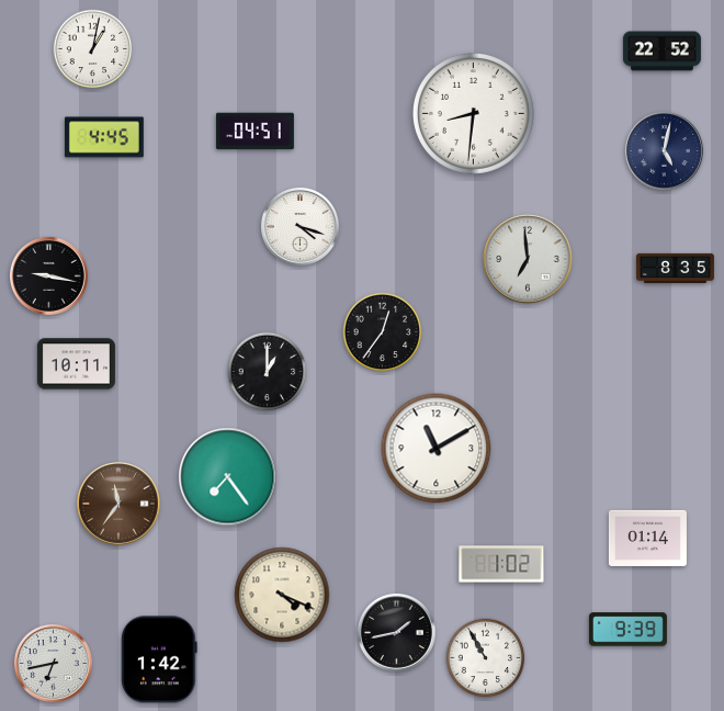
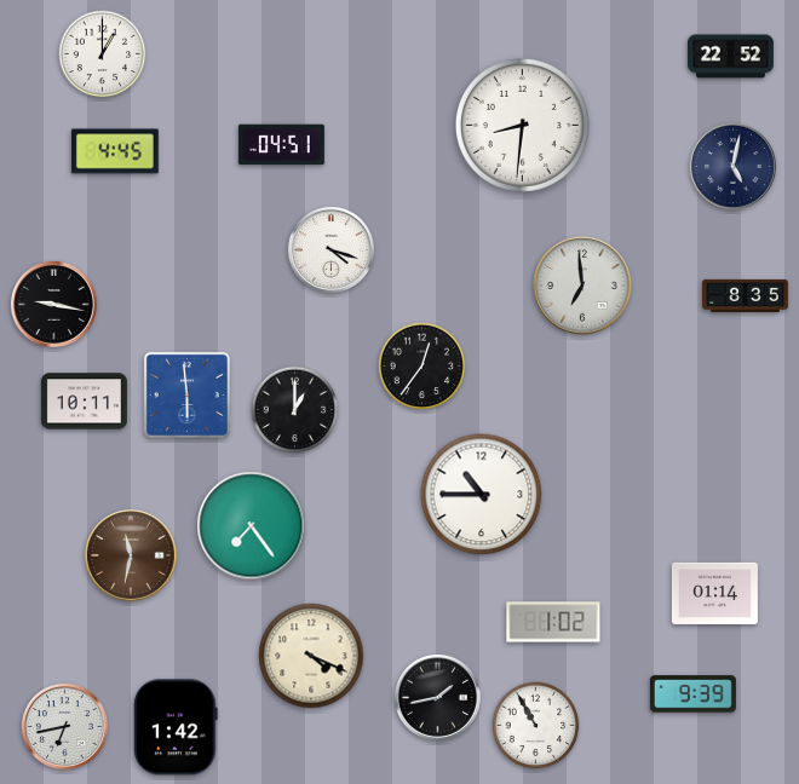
clock at (93, 49): 1:02 -> 1:00
clock at (186, 394): none -> 5:59
clock at (437, 449): 11:10 -> 10:45
clock at (118, 504): 11:36 -> 11:32
clock at (53, 663) position: (53, 663) -> (64, 726)
